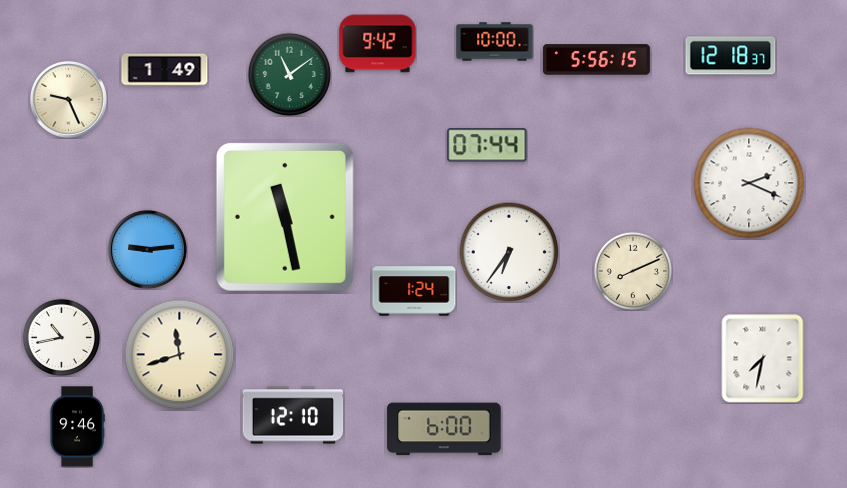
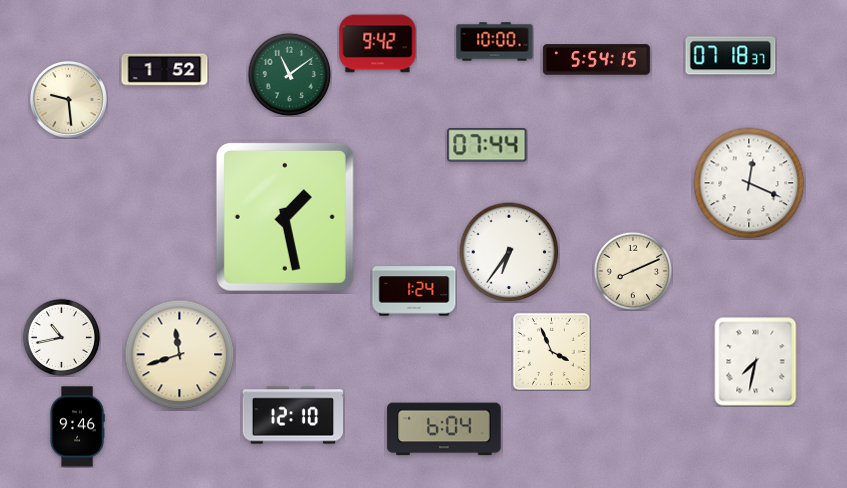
clock at (731, 56): 12:18 -> 07:18
clock at (596, 60): 5:56 -> 5:54
clock at (165, 70): 1:49 -> 1:52
clock at (68, 99): 9:26 -> 9:29
clock at (749, 183): 2:19 -> 12:19
clock at (285, 217): 11:28 -> 1:28
clock at (147, 249): 9:14 -> none
clock at (551, 351): none -> 3:56
clock at (763, 359) position: (763, 359) -> (756, 362)
clock at (444, 429): 6:00 -> 6:04
